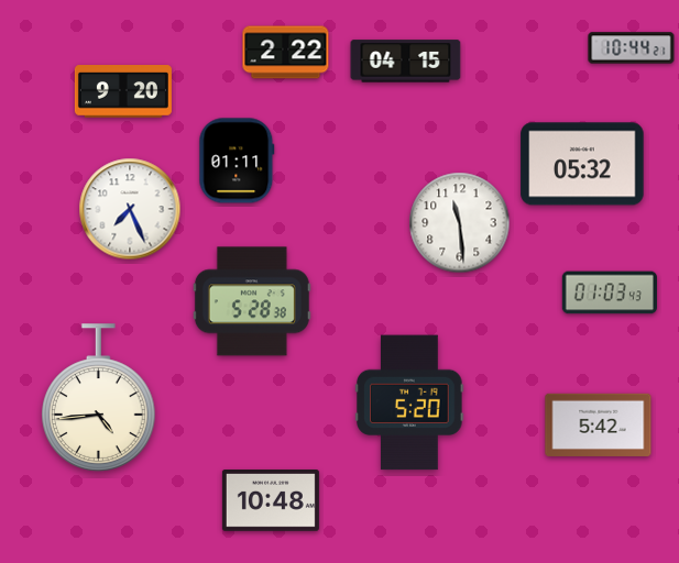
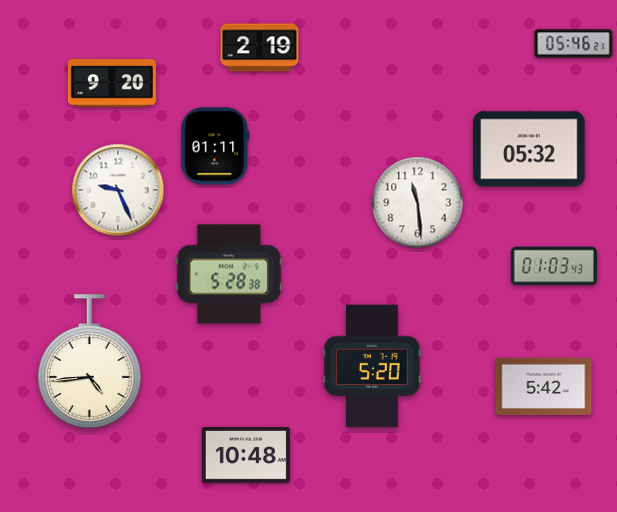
clock at (632, 48): 10:44 -> 05:46
clock at (286, 53): 2:22 -> 2:19
clock at (406, 62): 04:15 -> none
clock at (130, 209): 7:26 -> 9:26
